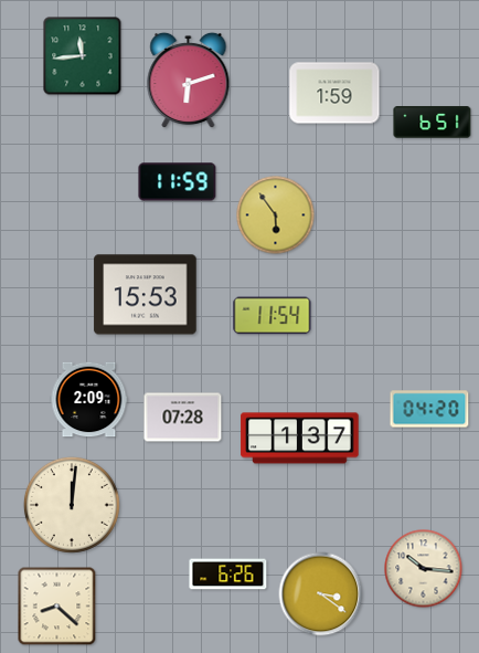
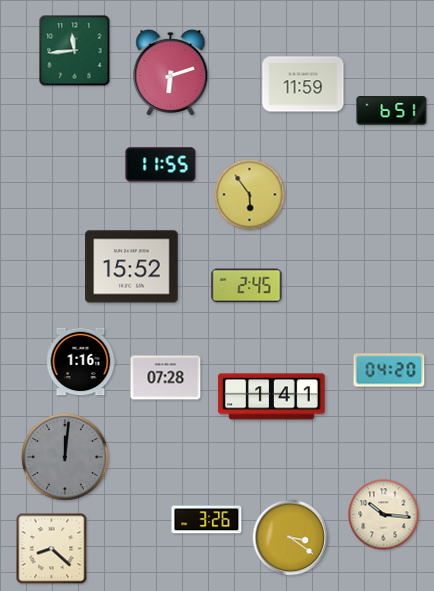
clock at (334, 93): 1:59 -> 11:59
clock at (178, 182): 11:59 -> 11:55
clock at (146, 295): 15:53 -> 15:52
clock at (273, 316): 11:54 -> 2:45
clock at (89, 400): 2:09 -> 1:16
clock at (300, 439): 1:37 -> 1:41
clock at (72, 505) dial: cream -> grey
clock at (228, 575): 6:26 -> 3:26
